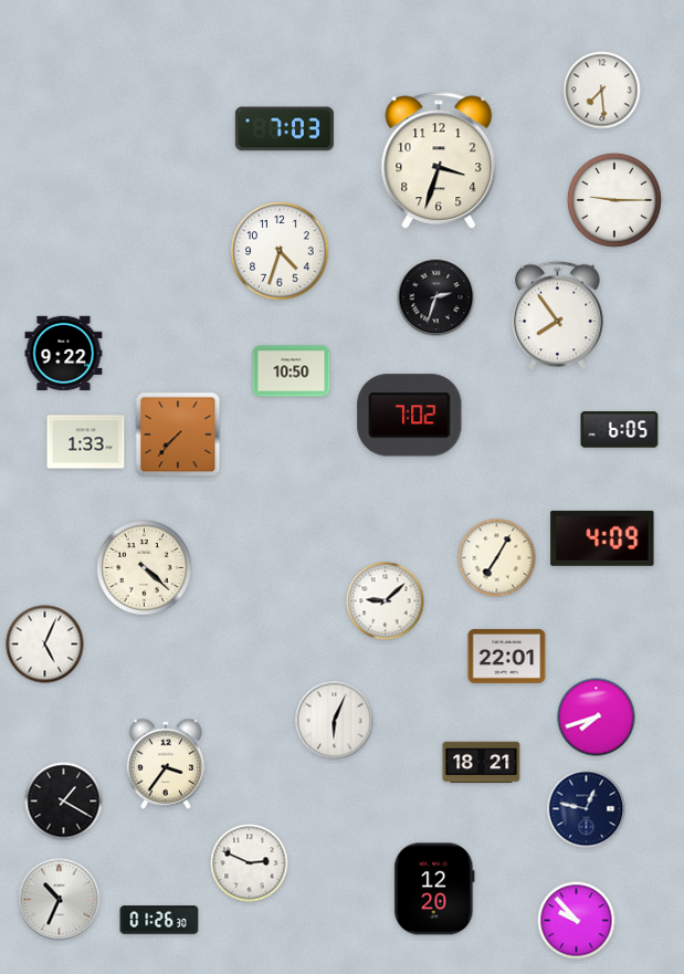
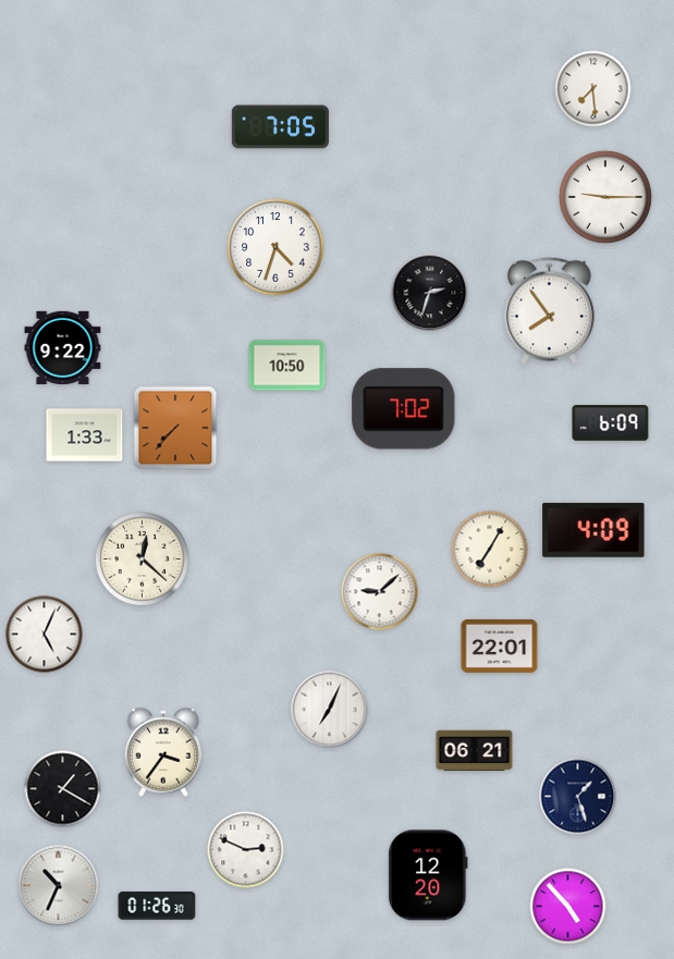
clock at (284, 129): 7:03 -> 7:05
clock at (439, 160): 3:33 -> none
clock at (620, 430): 6:05 -> 6:09
clock at (144, 567): 4:22 -> 12:22
clock at (597, 718): 7:42 -> none
clock at (335, 721): 6:04 -> 7:04
clock at (482, 763): 18:21 -> 06:21
clock at (587, 809): 12:47 -> 1:27
clock at (577, 921): 9:53 -> 4:53
